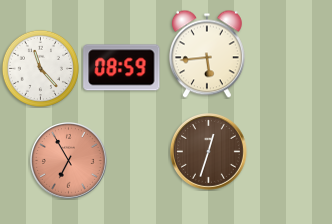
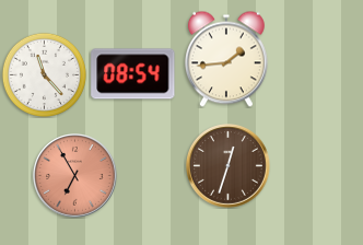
clock at (207, 54): 5:44 -> 1:44
clock at (122, 68): 08:59 -> 08:54
